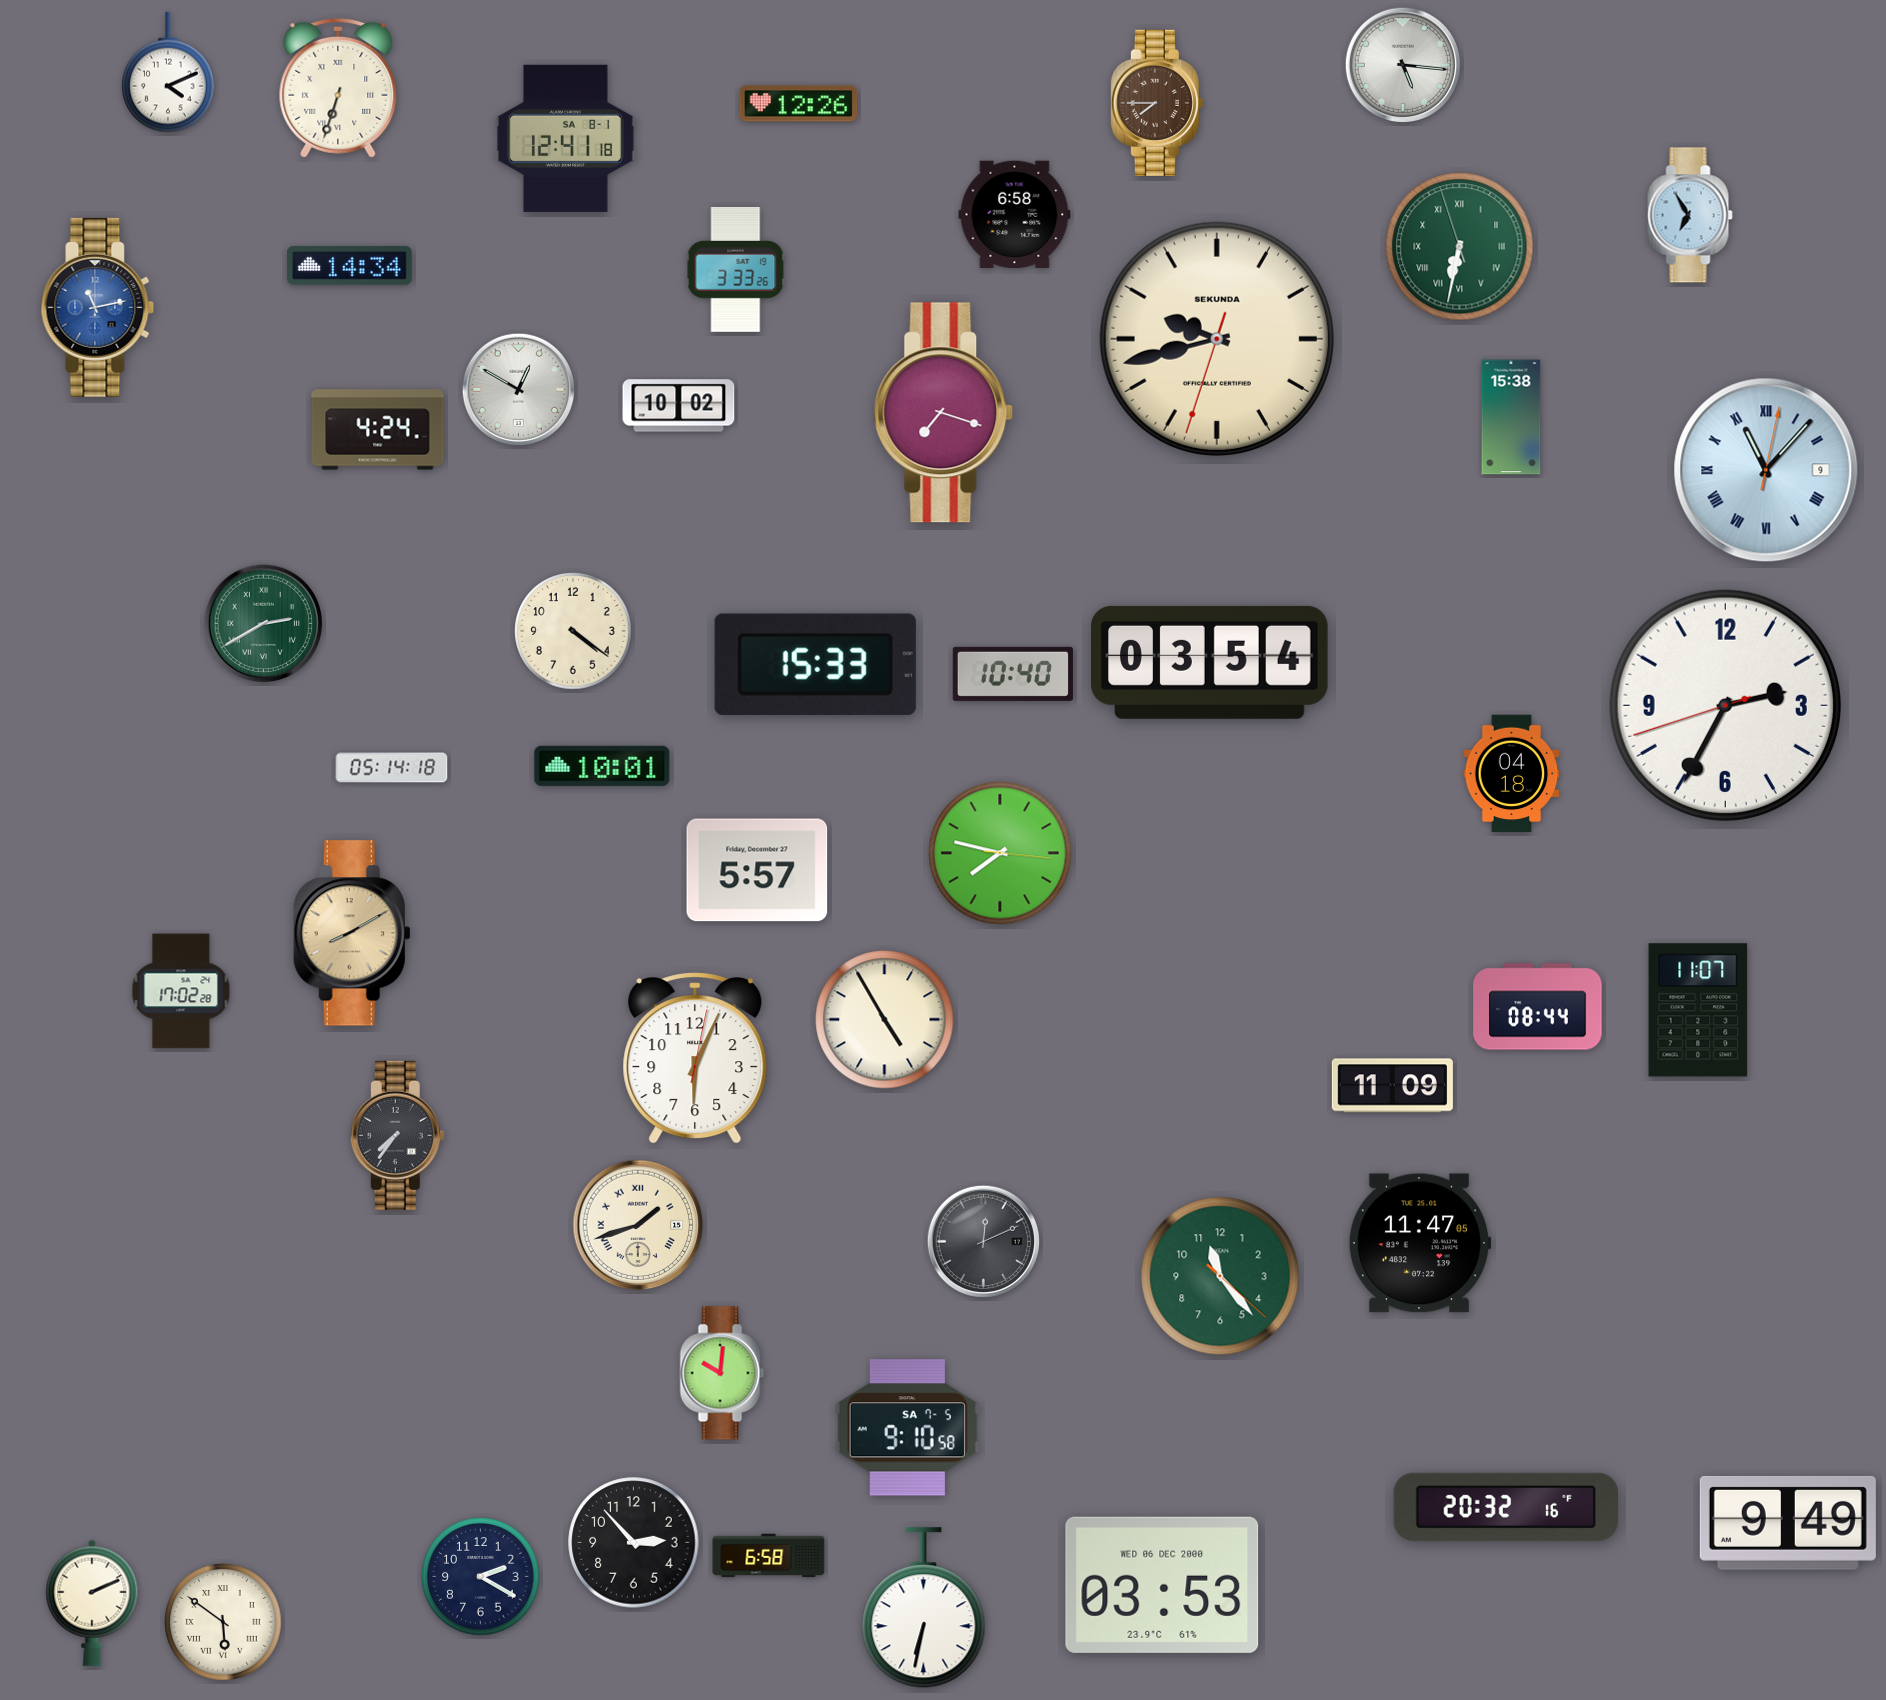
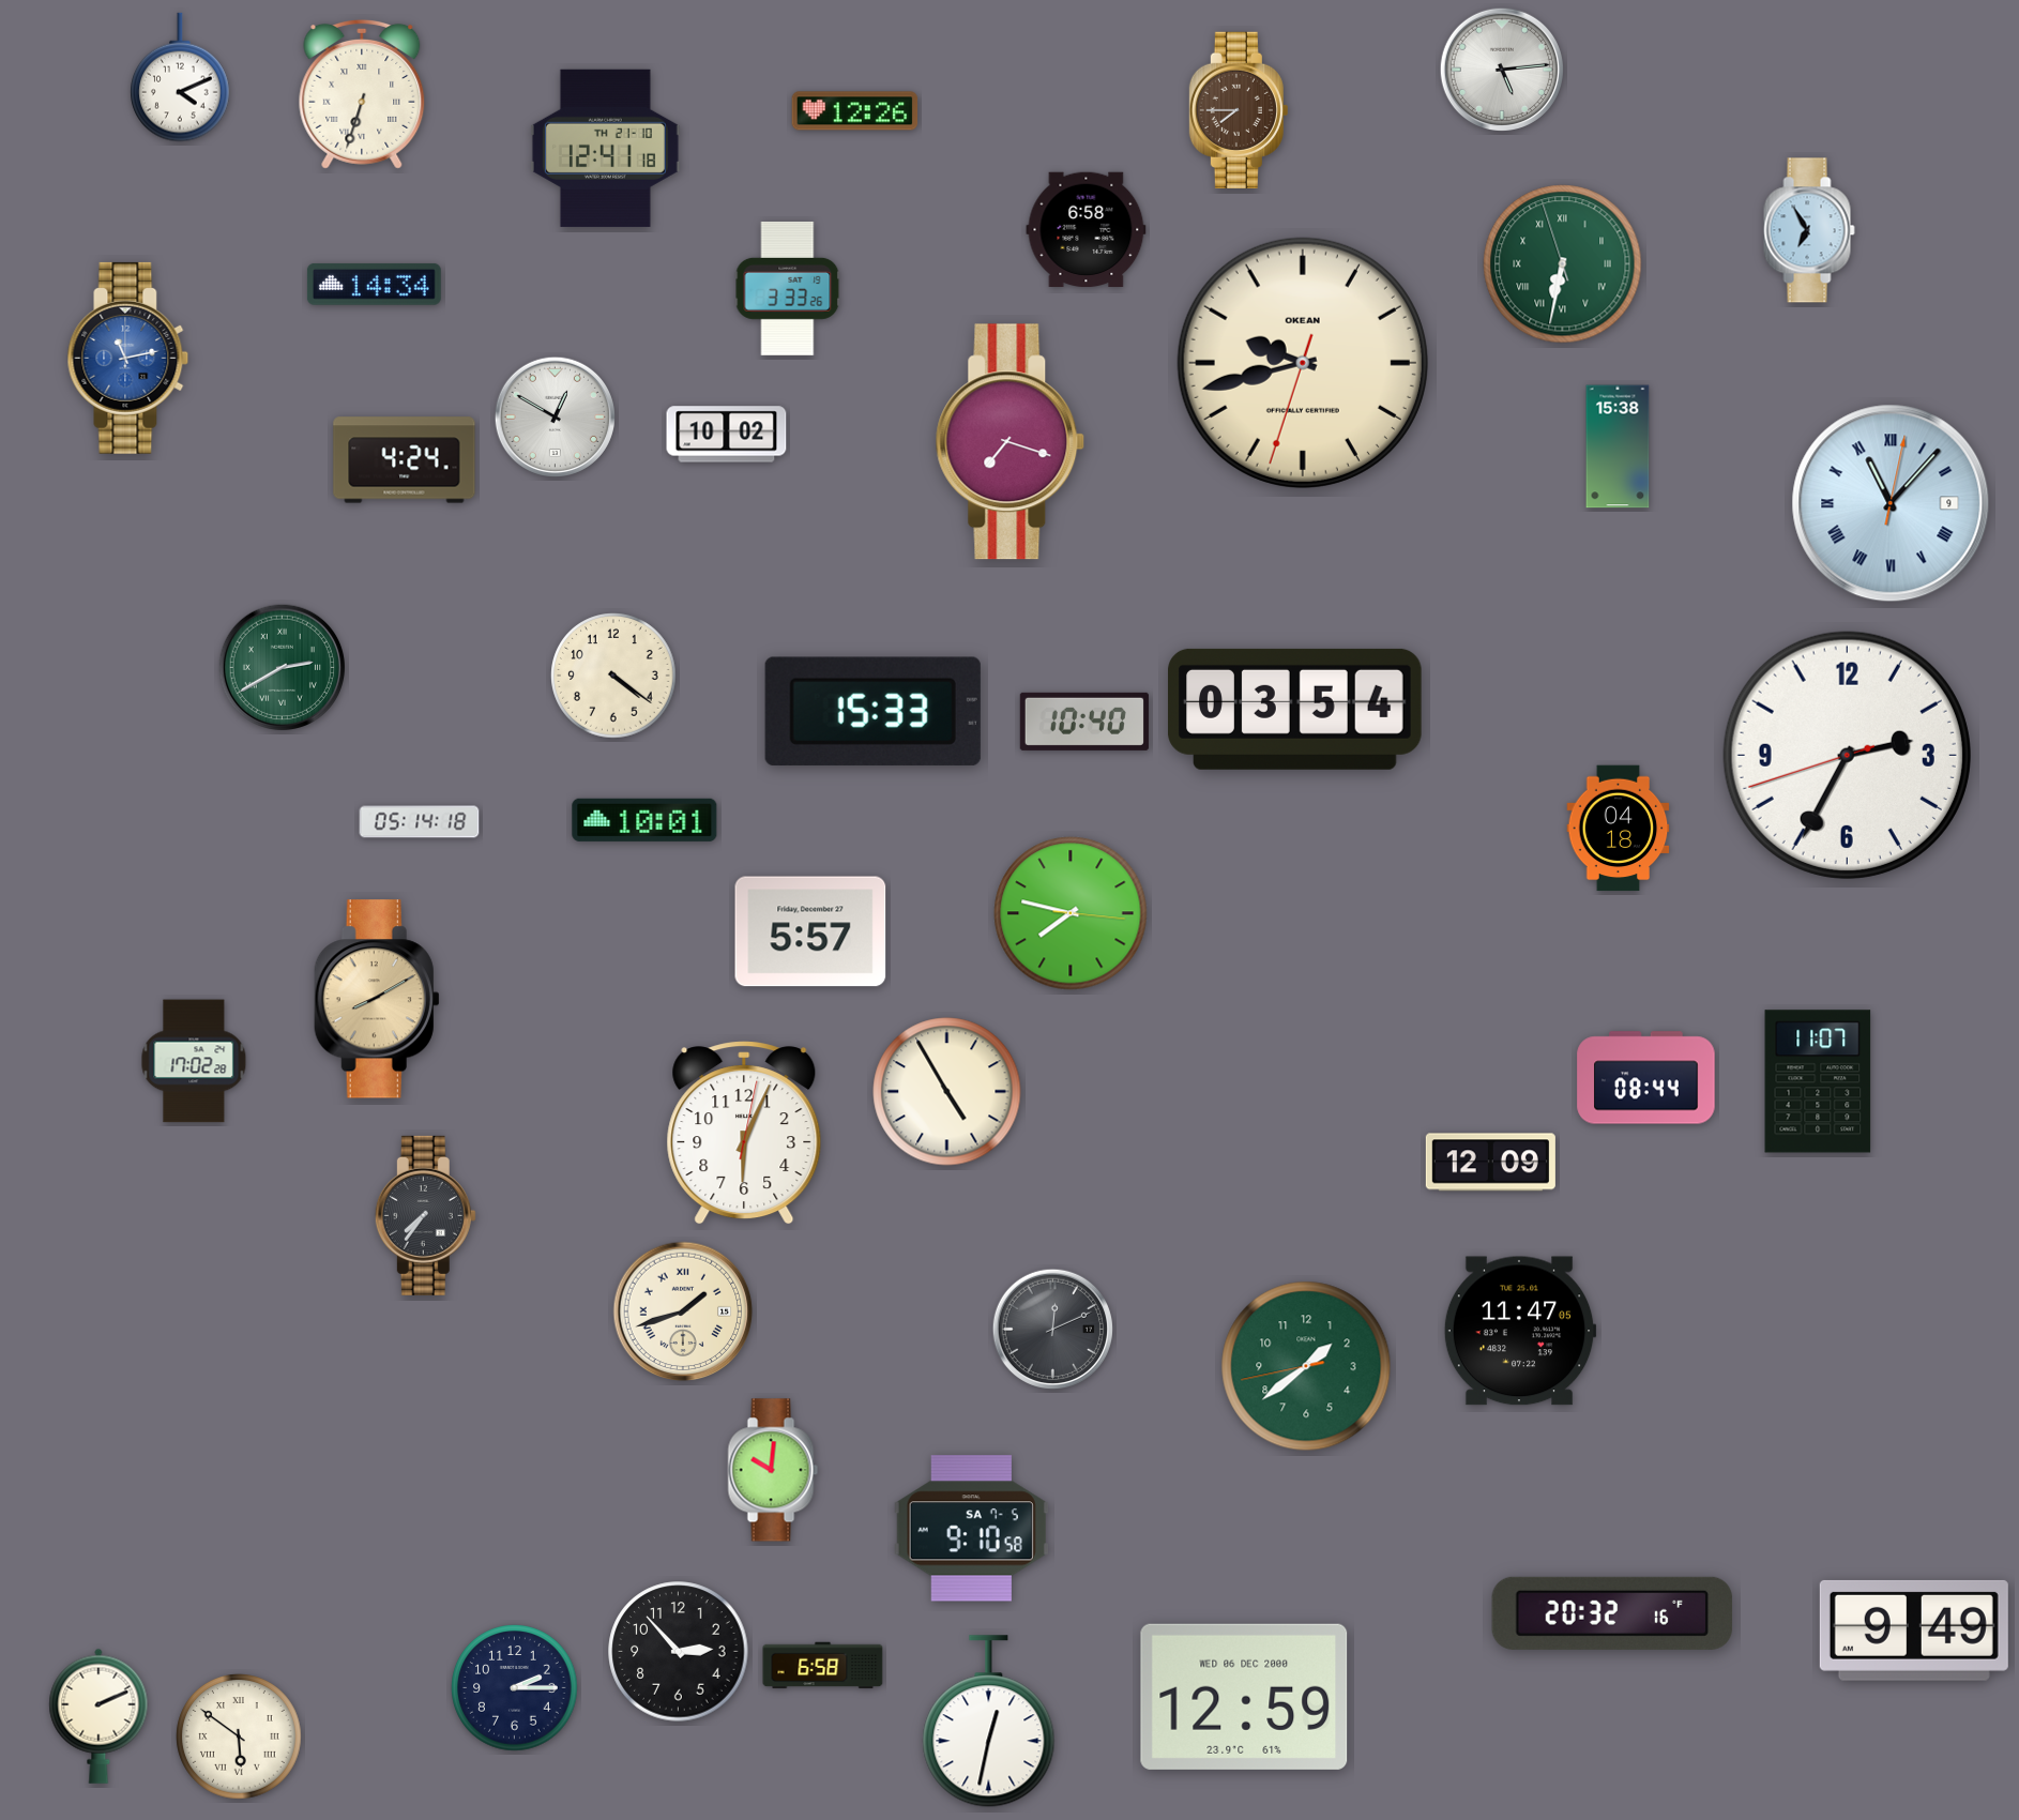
clock at (1402, 64): 5:16 -> 5:14
clock at (565, 138) date: SA 8-1 -> TH 21-10
clock at (98, 307) position: (98, 307) -> (128, 358)
clock at (1217, 339) brand: SEKUNDA -> OKEAN
clock at (1392, 1086): 11:09 -> 12:09
clock at (1220, 1276): 11:23 -> 1:38
clock at (481, 1577): 2:20 -> 2:15
clock at (1162, 1585): 03:53 -> 12:59
clock at (924, 1608): 6:32 -> 12:32
